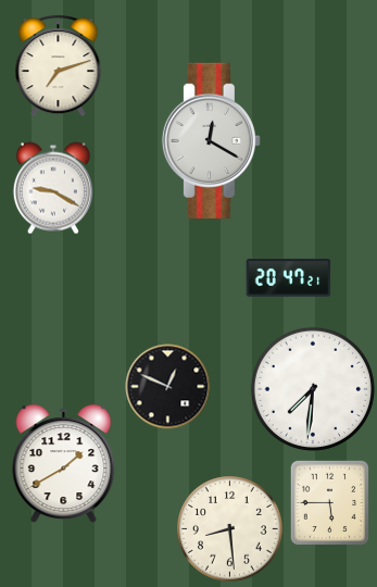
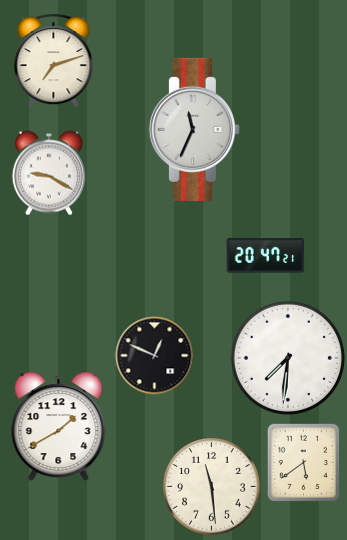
clock at (211, 140): 12:20 -> 11:34
clock at (329, 502): 5:45 -> 5:39
clock at (230, 529): 8:29 -> 11:29
